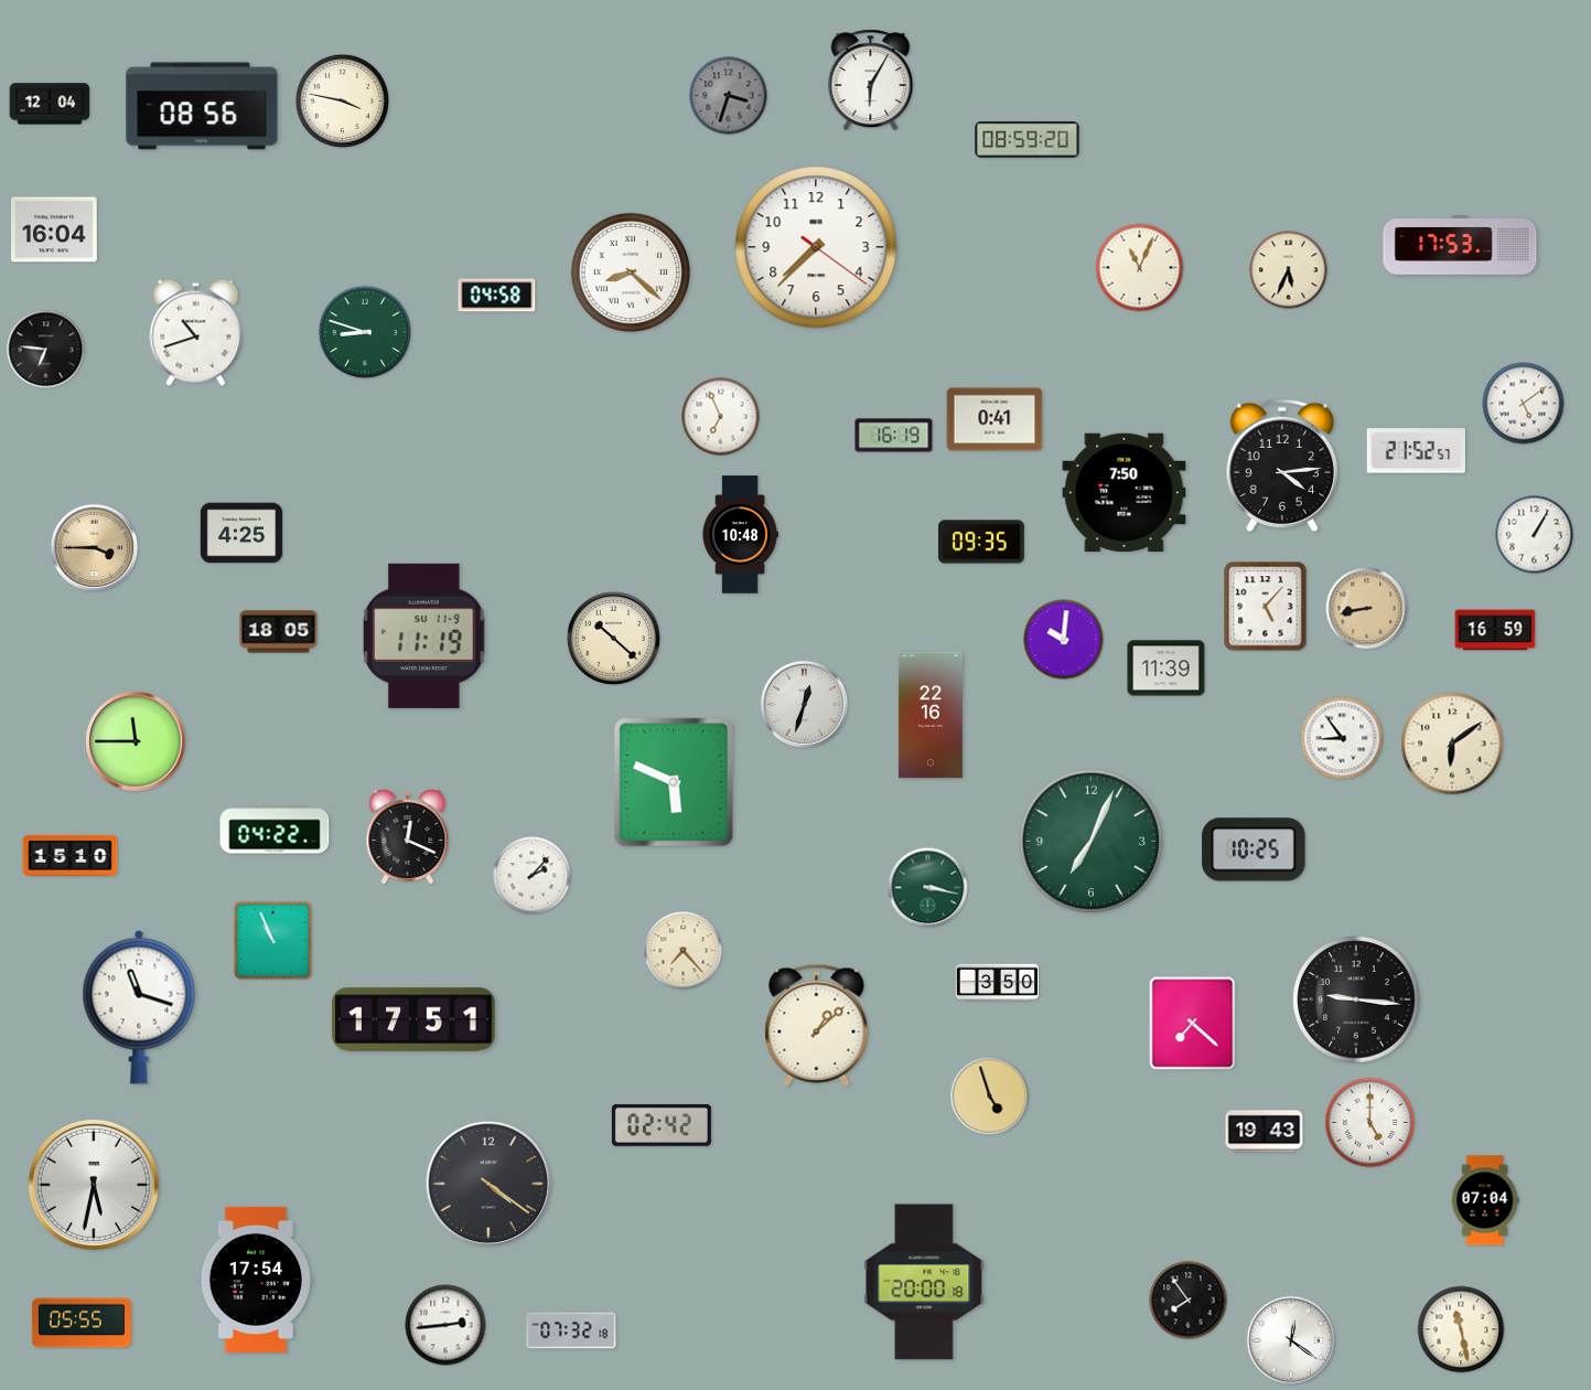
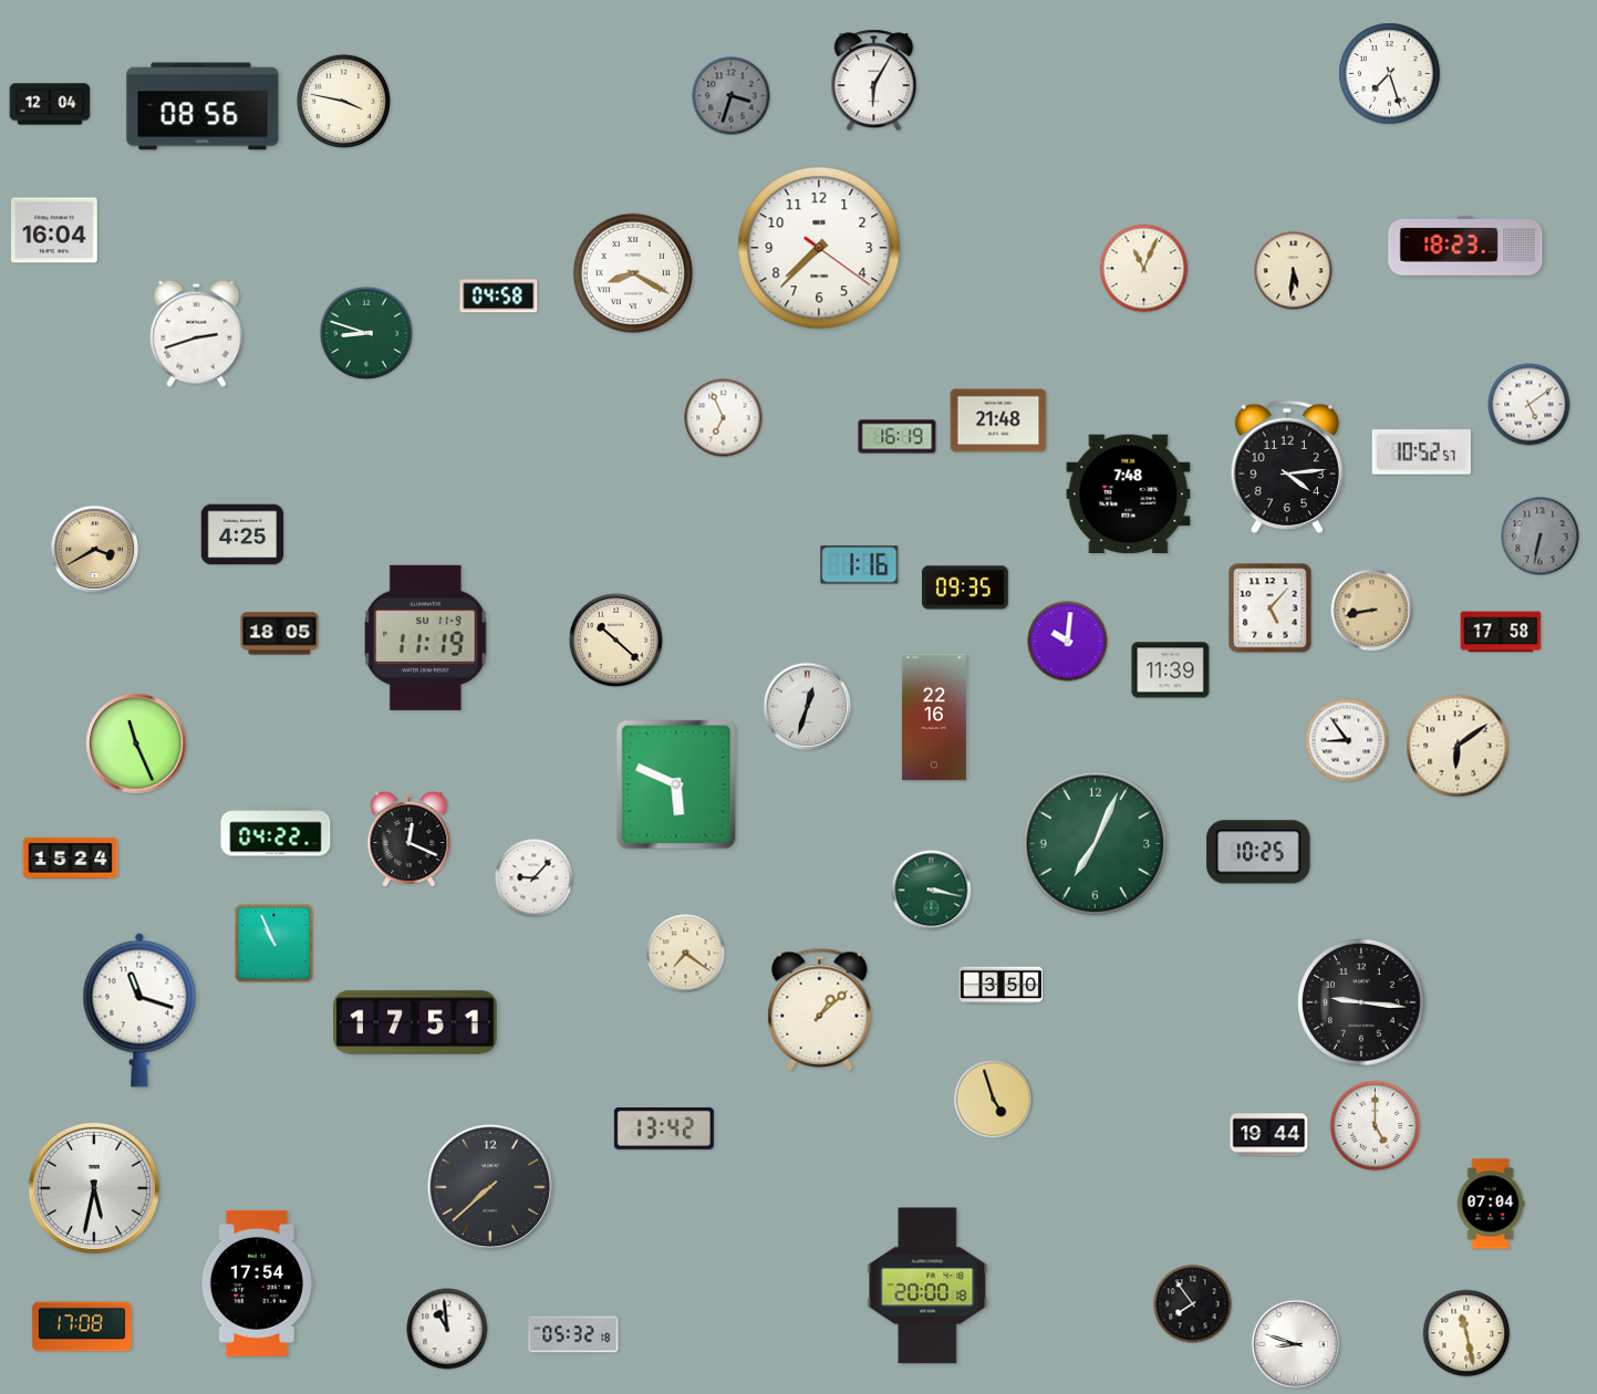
clock at (1390, 74): none -> 7:27
clock at (1028, 140): 08:59 -> none
clock at (1460, 246): 17:53 -> 18:23
clock at (1289, 270): 5:34 -> 5:31
clock at (631, 272): 8:22 -> 8:20
clock at (196, 332): 10:42 -> 2:42
clock at (46, 350): 6:46 -> none
clock at (995, 419): 0:41 -> 21:48
clock at (1416, 451): 21:52 -> 10:52
clock at (1125, 493): 7:50 -> 7:48
clock at (740, 535): 10:48 -> none
clock at (1535, 535): 1:05 -> 6:32
clock at (1535, 535) dial: white -> grey
clock at (981, 542) position: (981, 542) -> (965, 587)
clock at (95, 548): 3:45 -> 3:40
clock at (860, 565): none -> 1:16
clock at (1495, 630): 16:59 -> 17:58
clock at (136, 741): 11:45 -> 11:26
clock at (71, 855): 15:10 -> 15:24
clock at (533, 876): 2:07 -> 9:07
clock at (684, 951): 7:23 -> 7:21
clock at (1193, 1024): 7:22 -> none
clock at (817, 1025) position: (817, 1025) -> (820, 1009)
clock at (662, 1125): 02:42 -> 13:42
clock at (1265, 1132): 19:43 -> 19:44
clock at (488, 1184): 4:21 -> 7:38
clock at (82, 1323): 05:55 -> 17:08
clock at (445, 1325): 2:44 -> 10:59
clock at (571, 1330): 07:32 -> 05:32
clock at (1291, 1340): 12:21 -> 8:48
